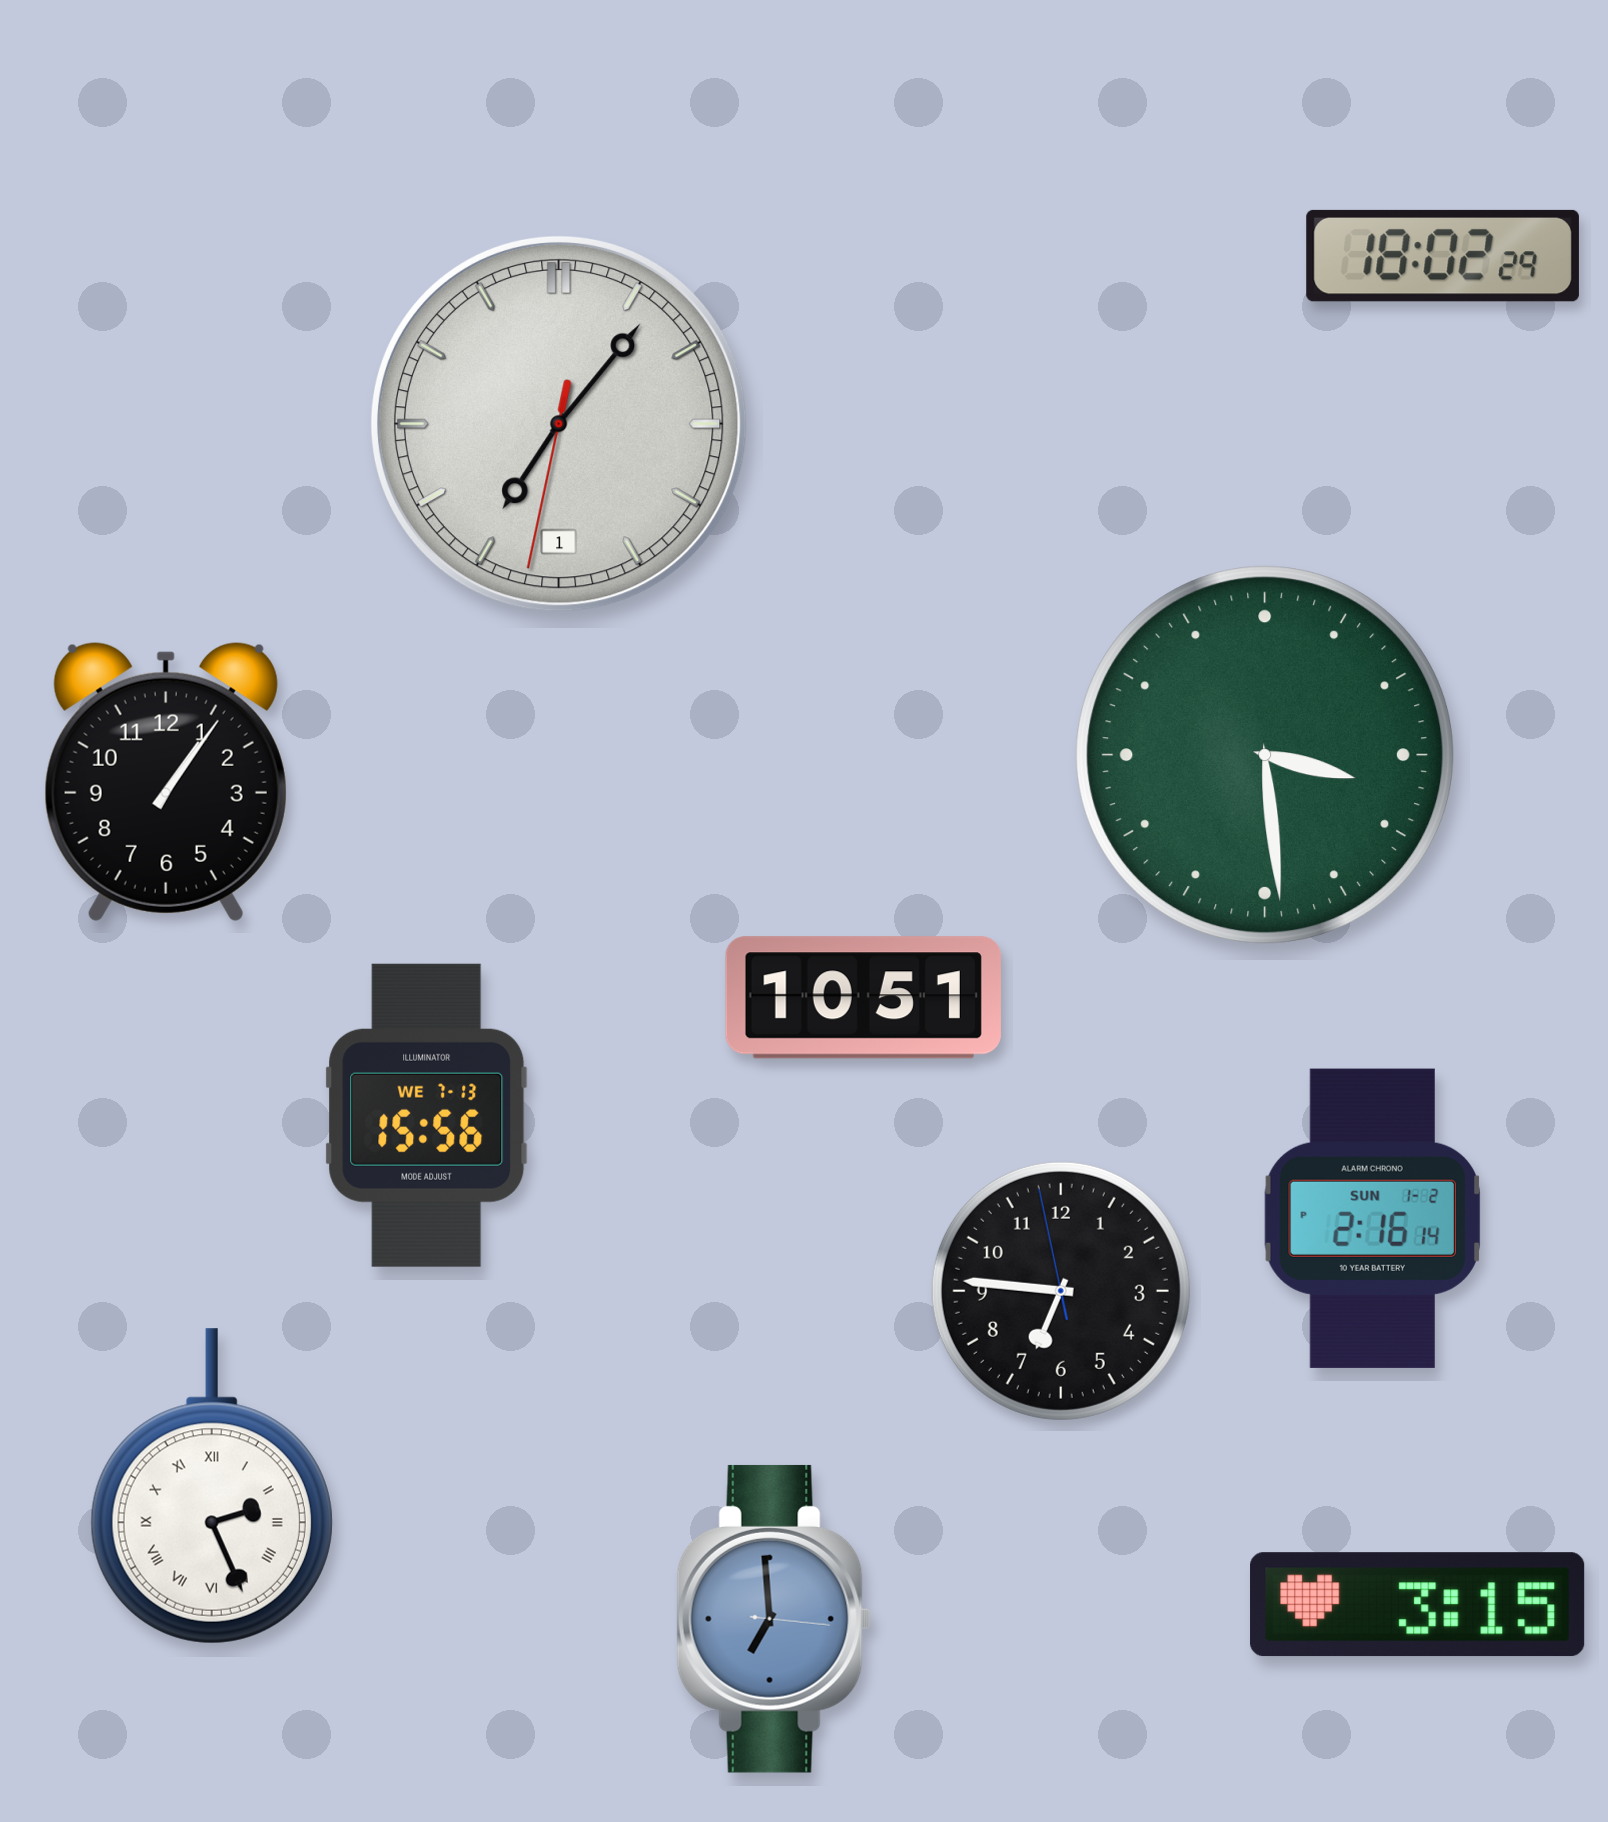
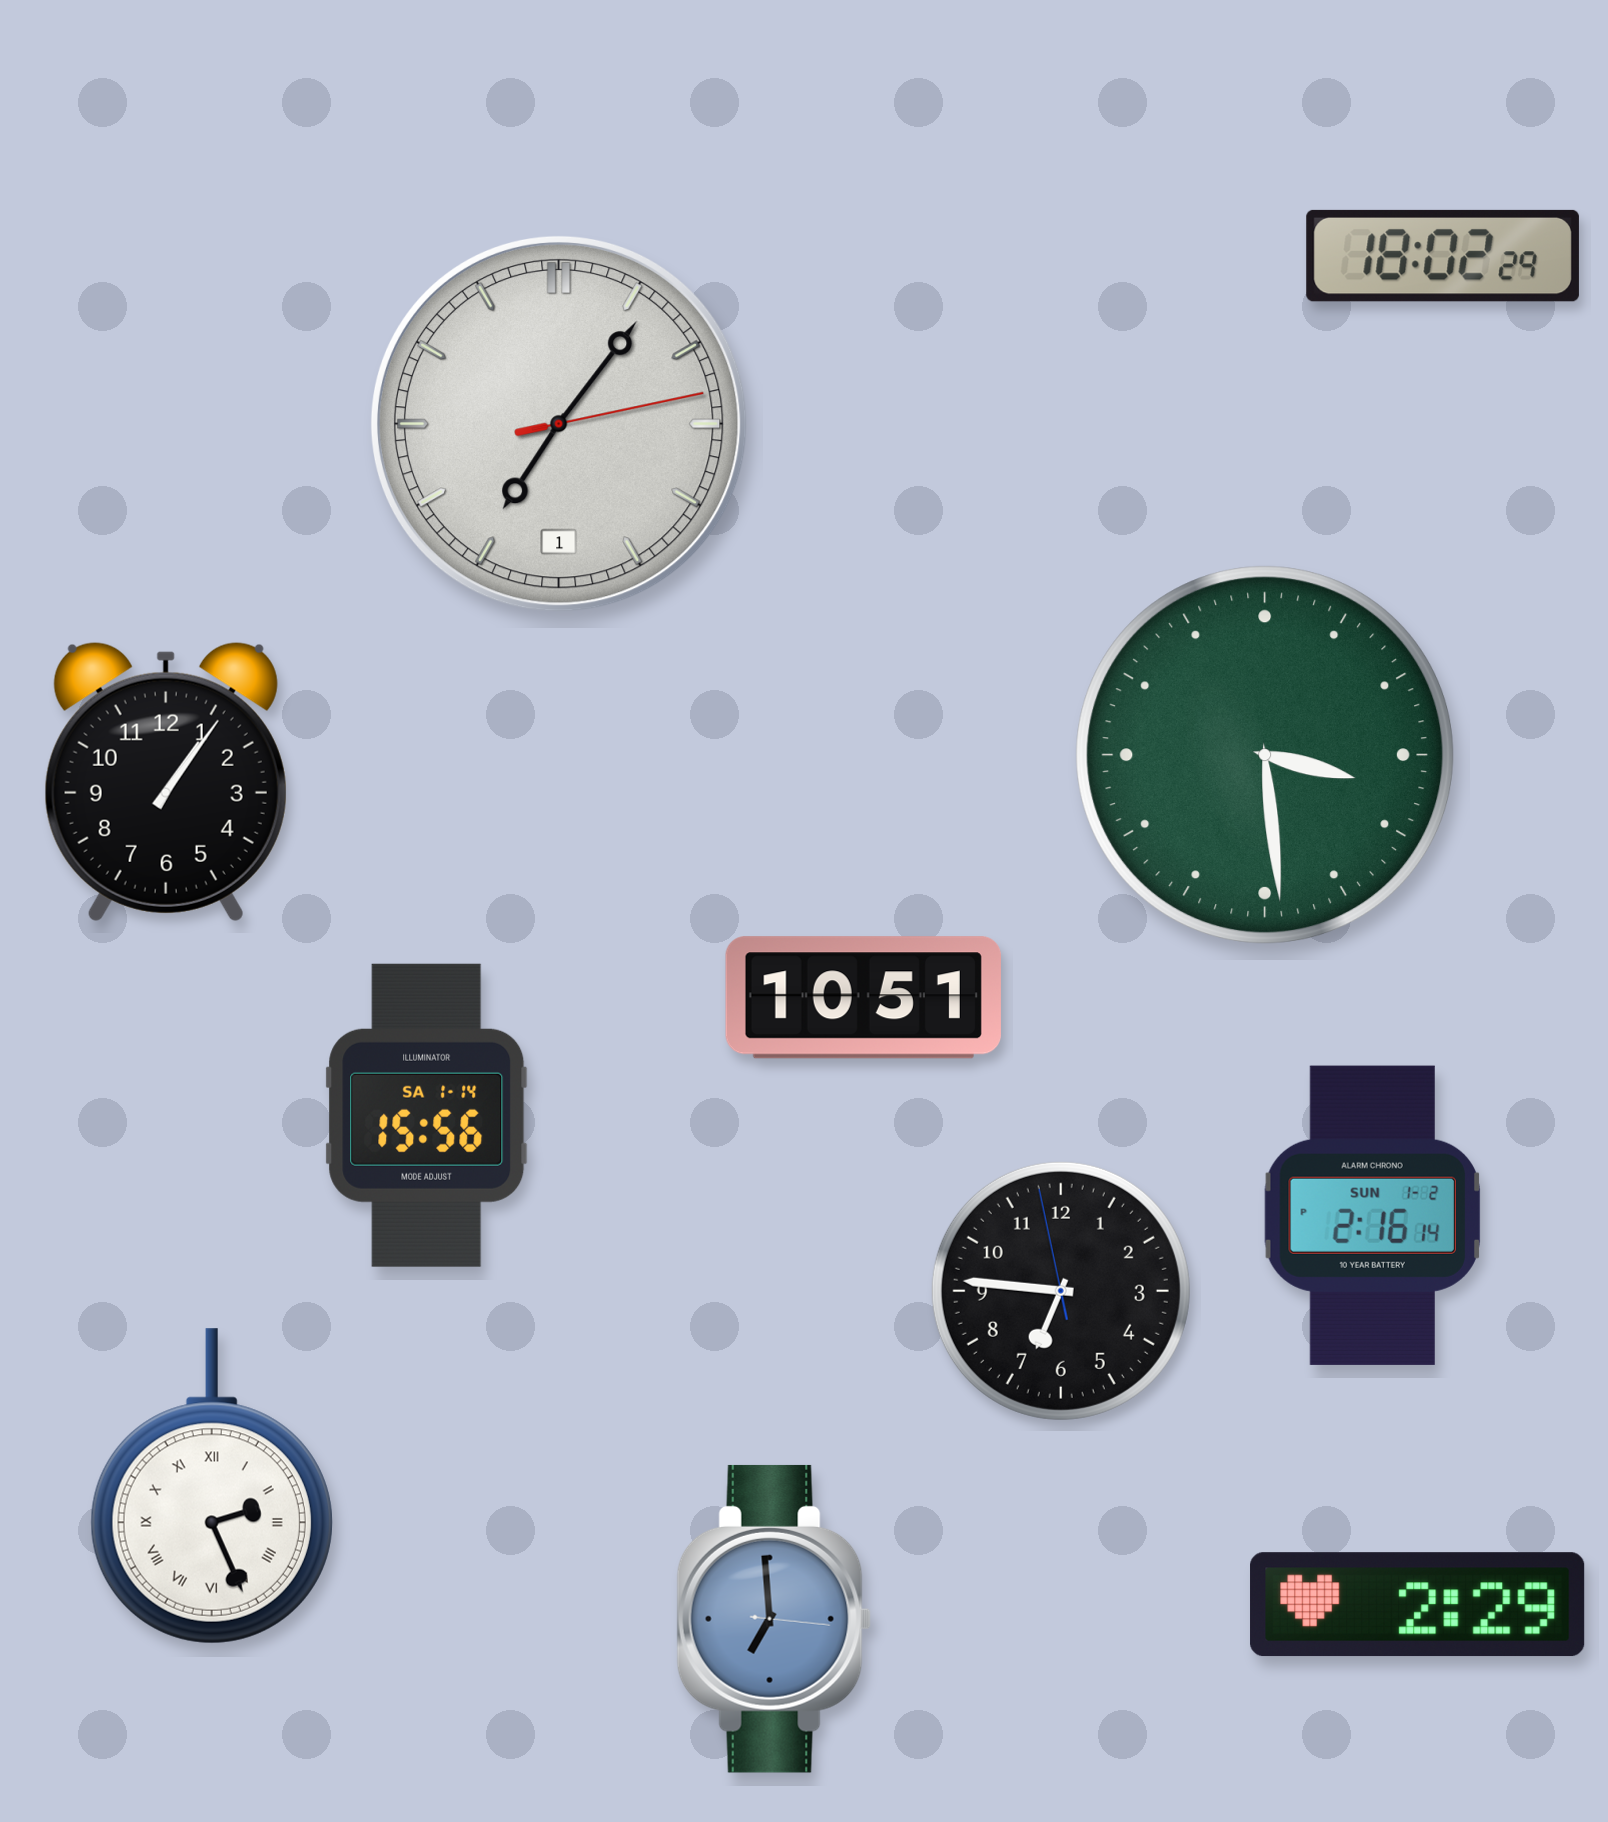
clock at (559, 424): 7:06:32 -> 7:06:13
clock at (427, 1115) date: WE 7-13 -> SA 1-14
clock at (1372, 1218) position: (1372, 1218) -> (1372, 1215)
clock at (1418, 1605): 3:15 -> 2:29
